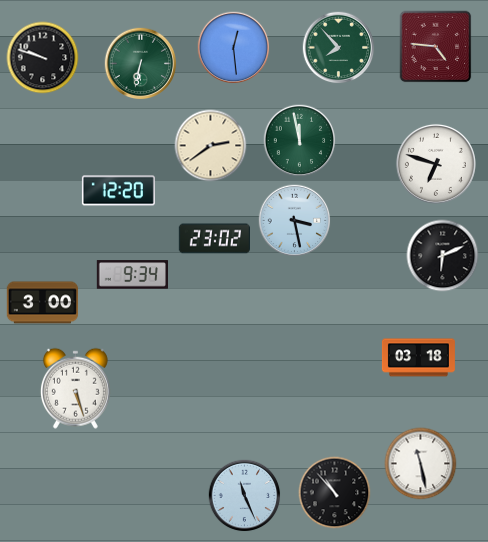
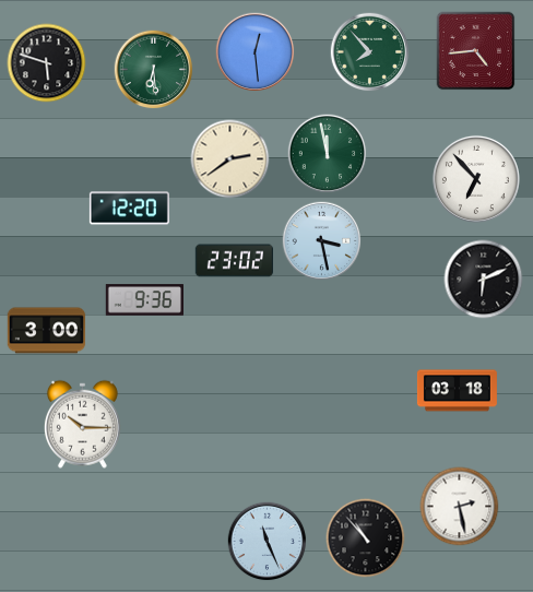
clock at (436, 47): 4:46 -> 4:44
clock at (43, 58): 9:48 -> 5:48
clock at (141, 64): 6:32 -> 6:29
clock at (436, 164): 6:48 -> 6:53
clock at (132, 275): 9:34 -> 9:36
clock at (75, 388): 5:27 -> 10:15
clock at (421, 464): 11:28 -> 2:28
